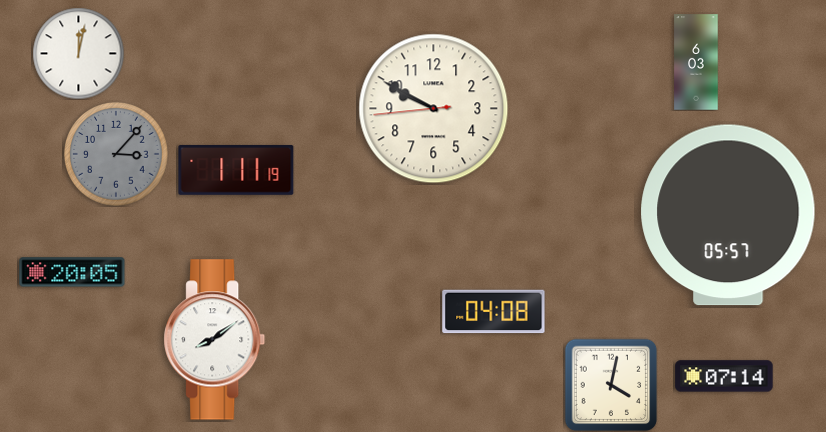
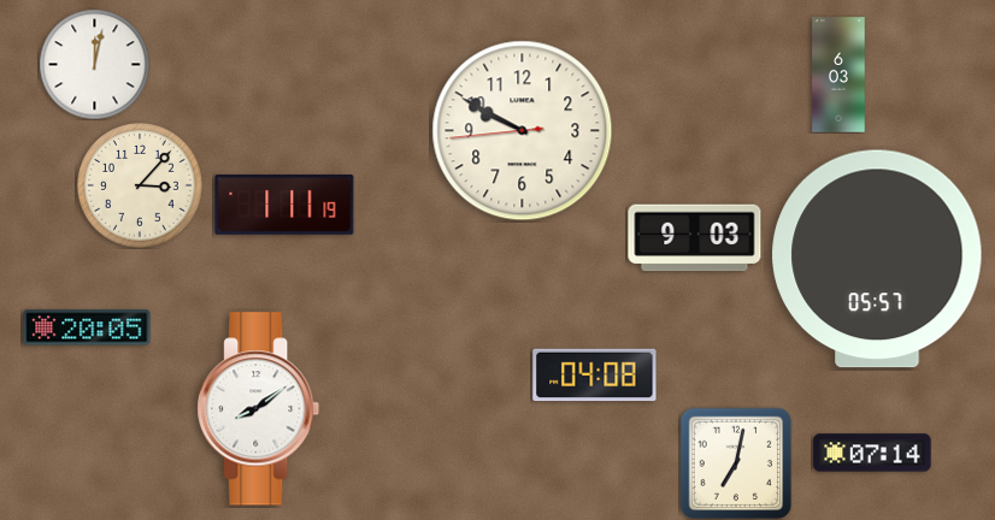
clock at (117, 155) dial: grey -> cream
clock at (695, 238): none -> 9:03
clock at (611, 385): 4:02 -> 7:02
